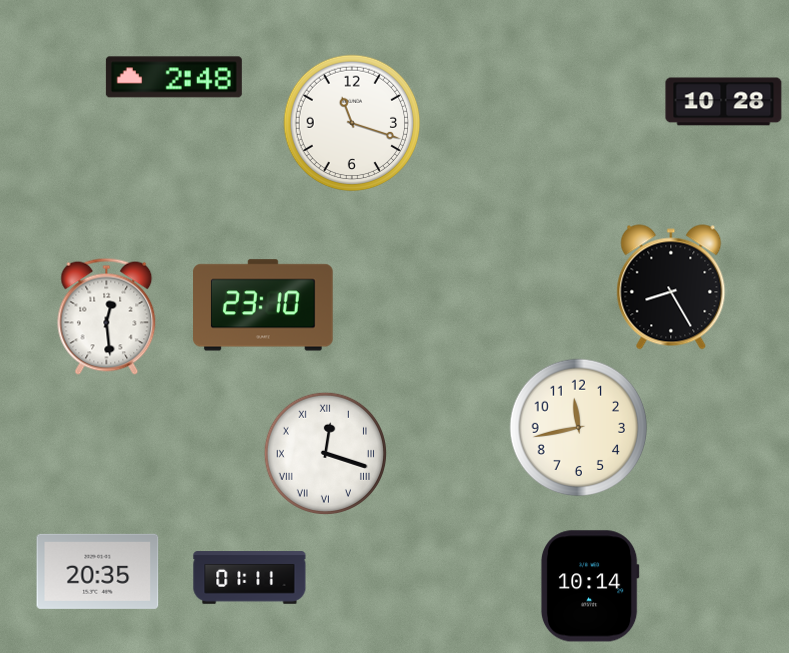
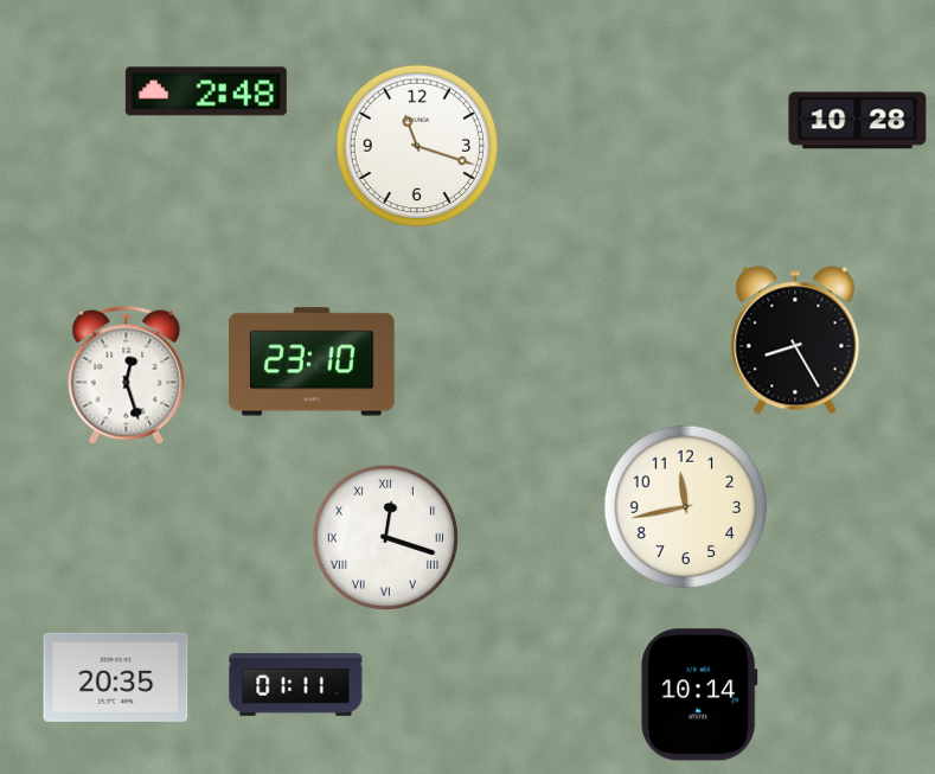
clock at (107, 316): 12:29 -> 12:27
